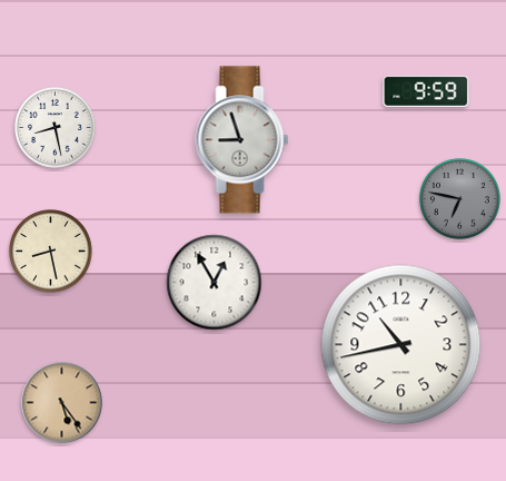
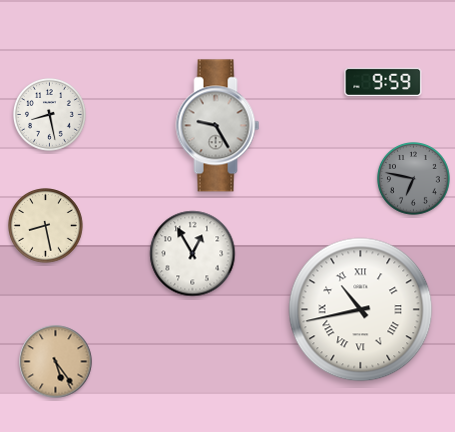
clock at (242, 140): 8:57 -> 9:25
clock at (401, 345) numerals: Arabic -> Roman
